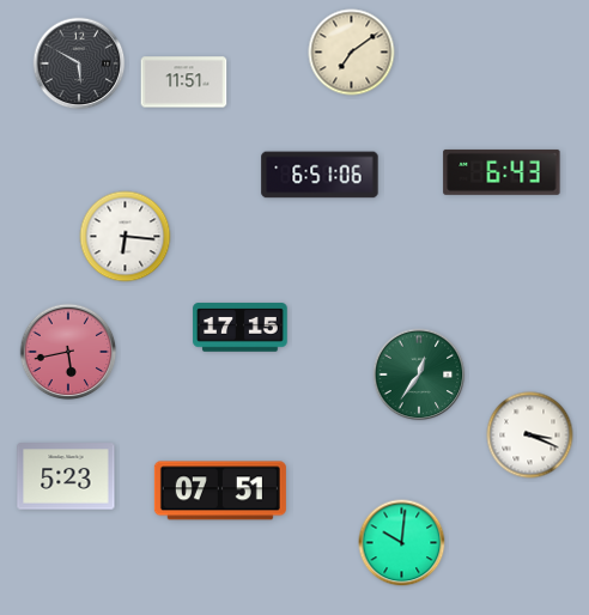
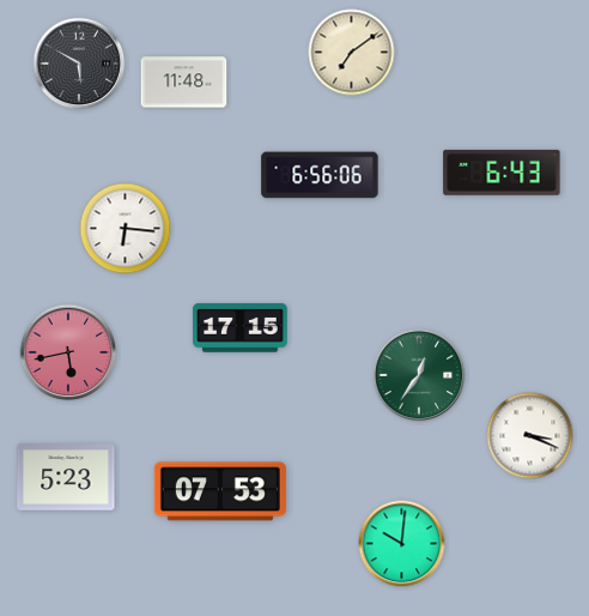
clock at (184, 83): 11:51 -> 11:48
clock at (320, 175): 6:51 -> 6:56
clock at (126, 237) position: (126, 237) -> (126, 229)
clock at (220, 491): 07:51 -> 07:53
